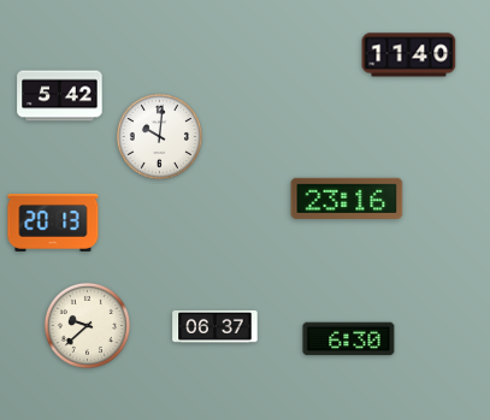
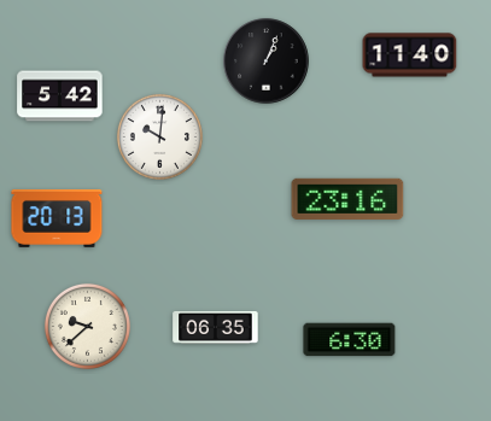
clock at (267, 62): none -> 1:04
clock at (53, 223) position: (53, 223) -> (57, 218)
clock at (216, 326): 06:37 -> 06:35
